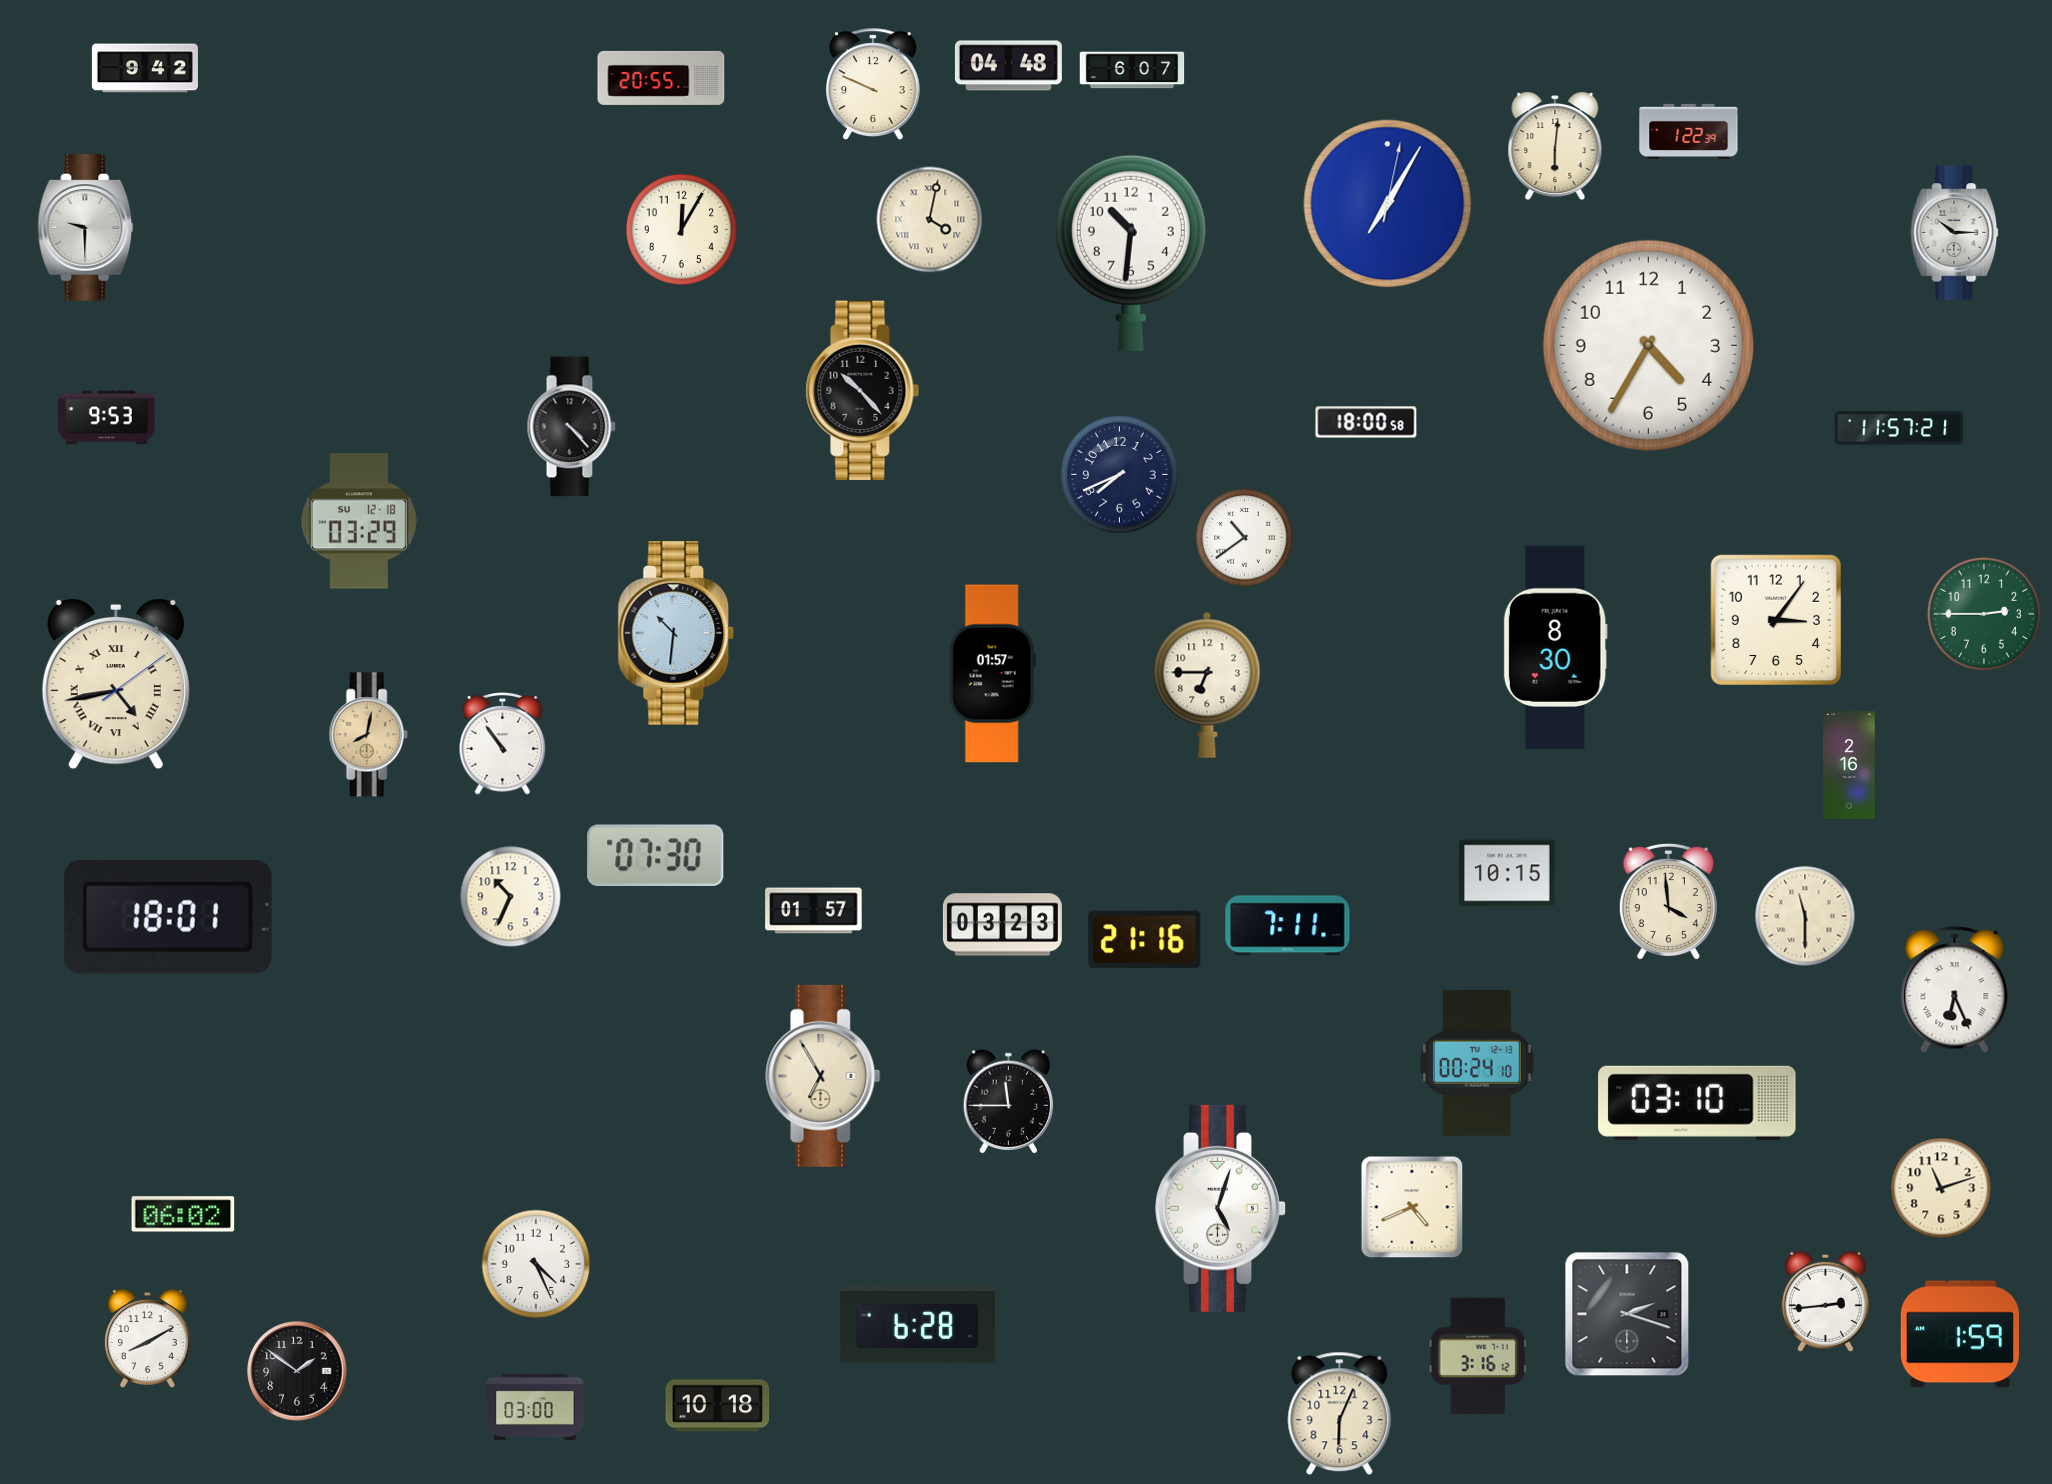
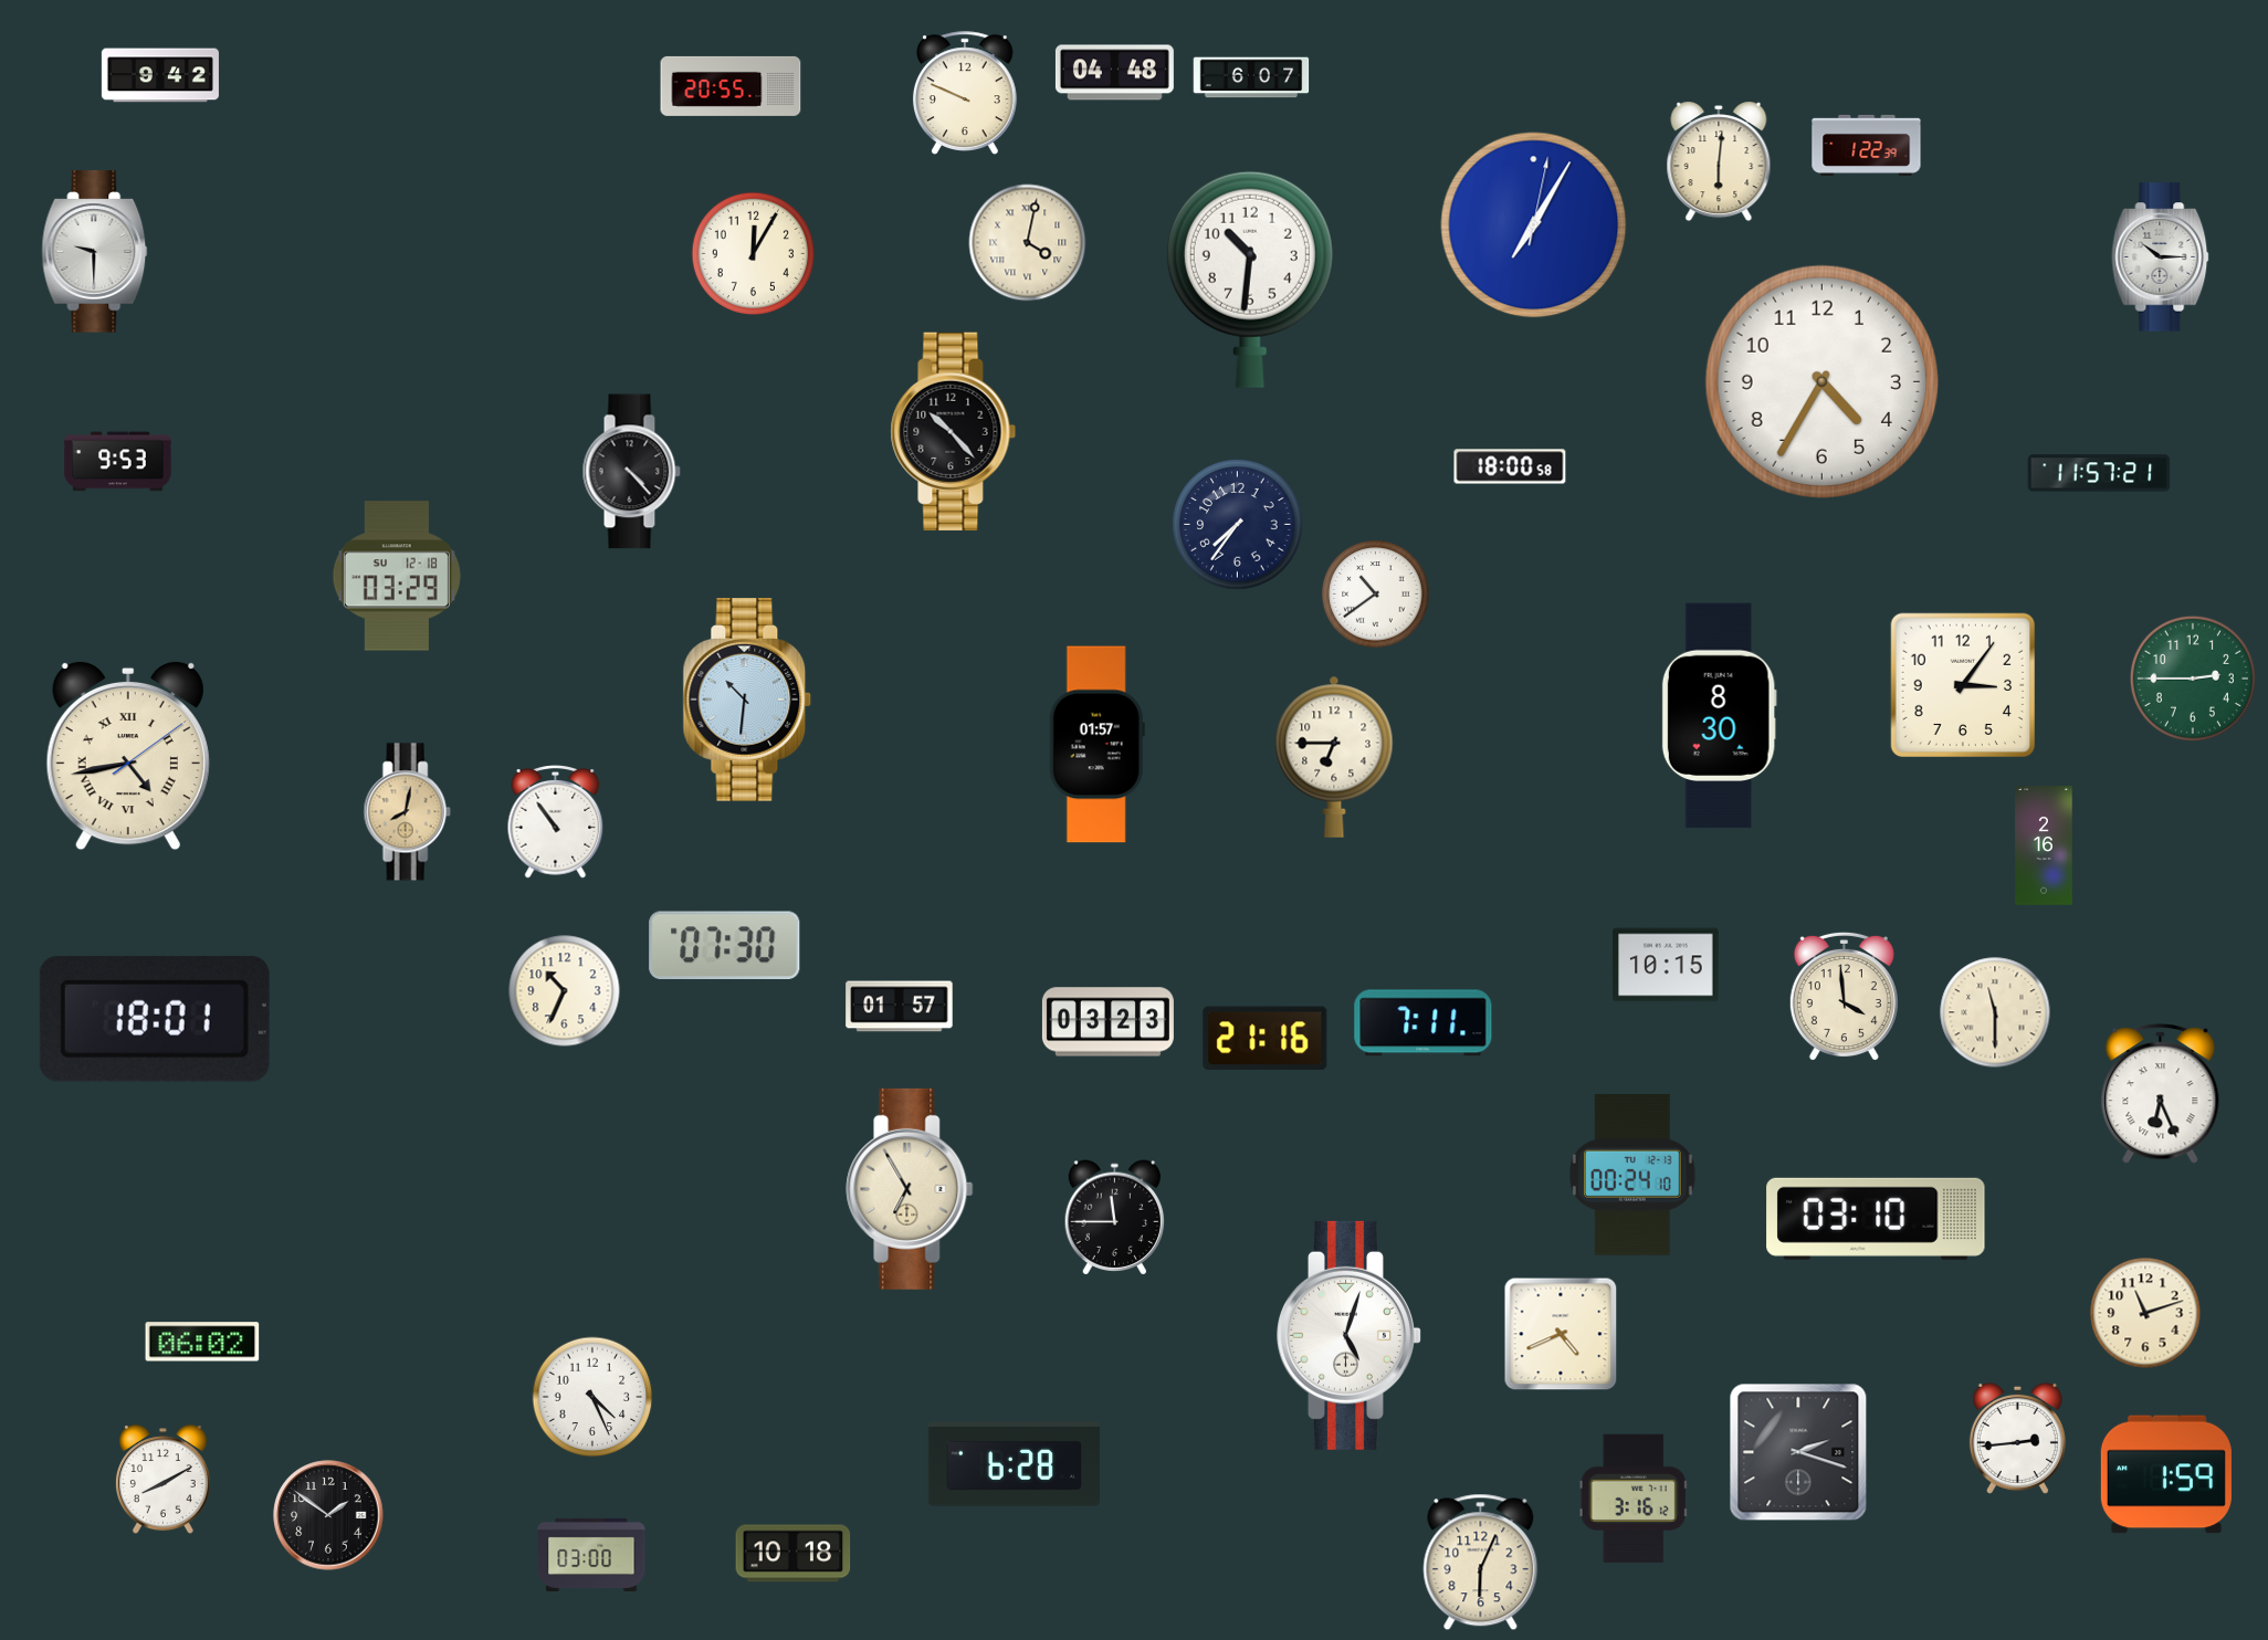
clock at (1120, 475): 7:41 -> 7:36
clock at (168, 917) position: (168, 917) -> (155, 1019)
